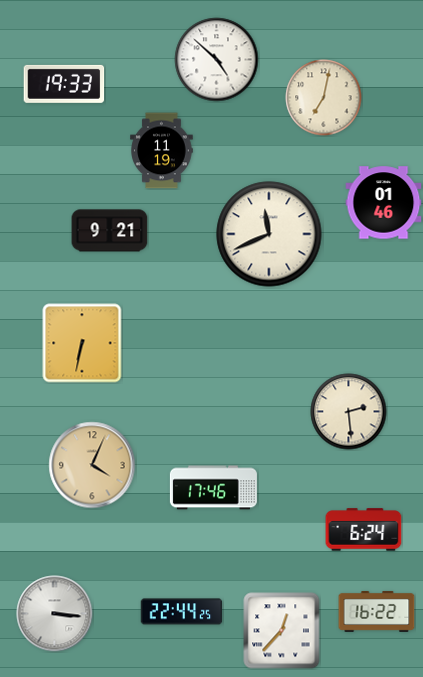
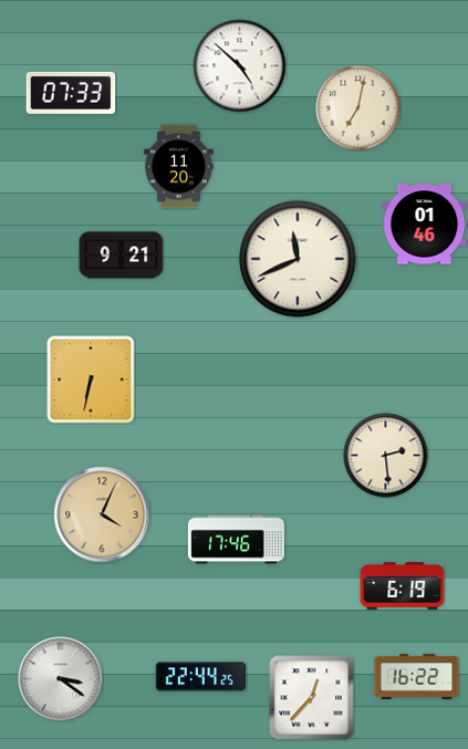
clock at (64, 84): 19:33 -> 07:33
clock at (162, 151): 11:19 -> 11:20
clock at (364, 530): 6:24 -> 6:19
clock at (55, 614): 3:16 -> 3:21
